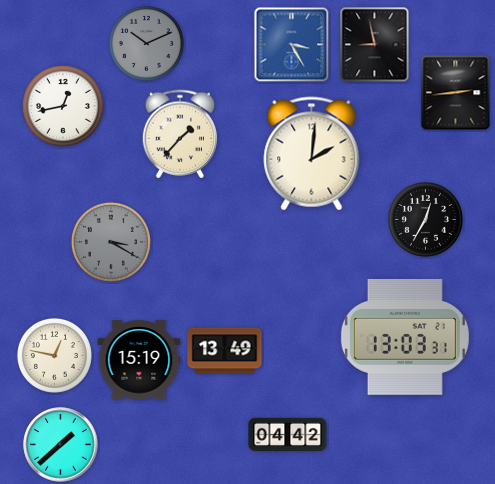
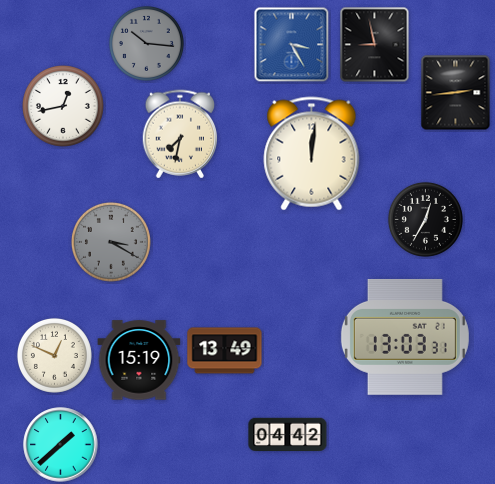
clock at (146, 43): 10:11 -> 10:16
clock at (180, 134): 1:37 -> 7:32
clock at (312, 154): 2:01 -> 12:01
clock at (54, 355): 12:47 -> 12:49
